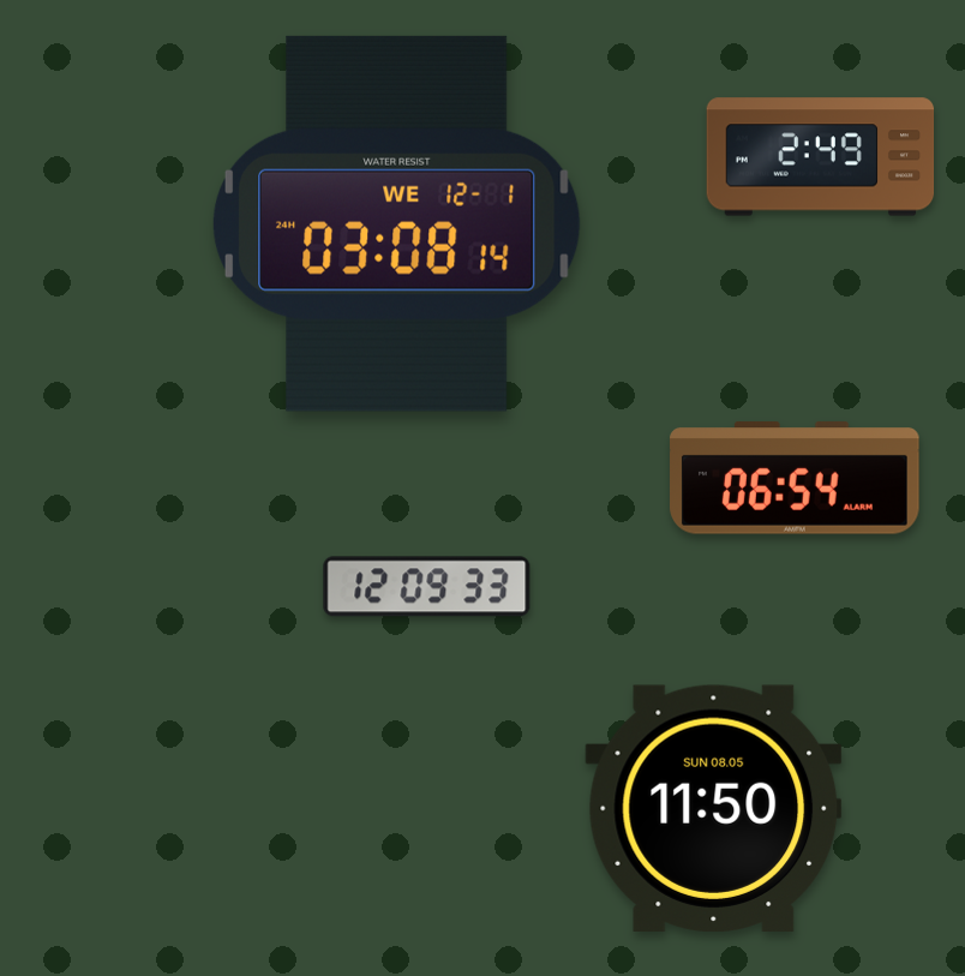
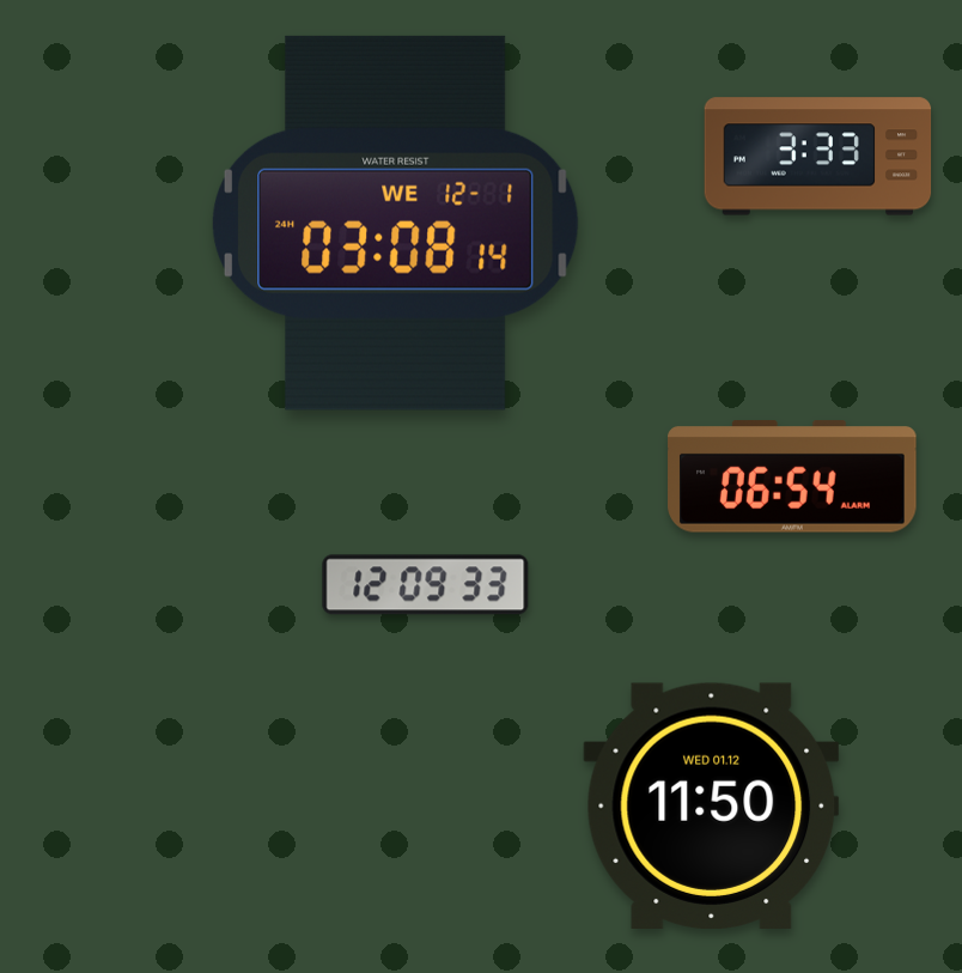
clock at (821, 157): 2:49 -> 3:33
clock at (714, 808) date: SUN 08.05 -> WED 01.12
